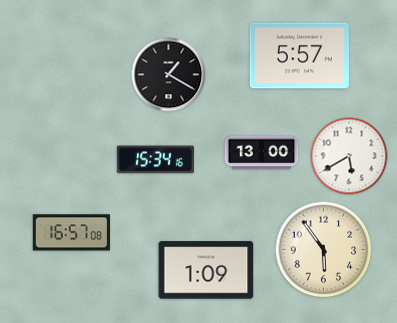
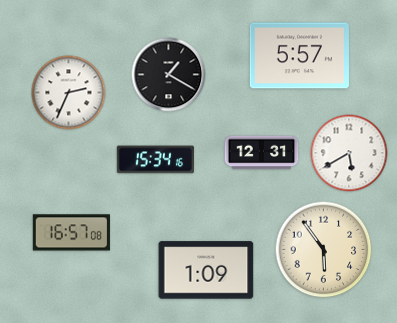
clock at (69, 93): none -> 2:34
clock at (262, 153): 13:00 -> 12:31
clock at (349, 156) position: (349, 156) -> (349, 153)
